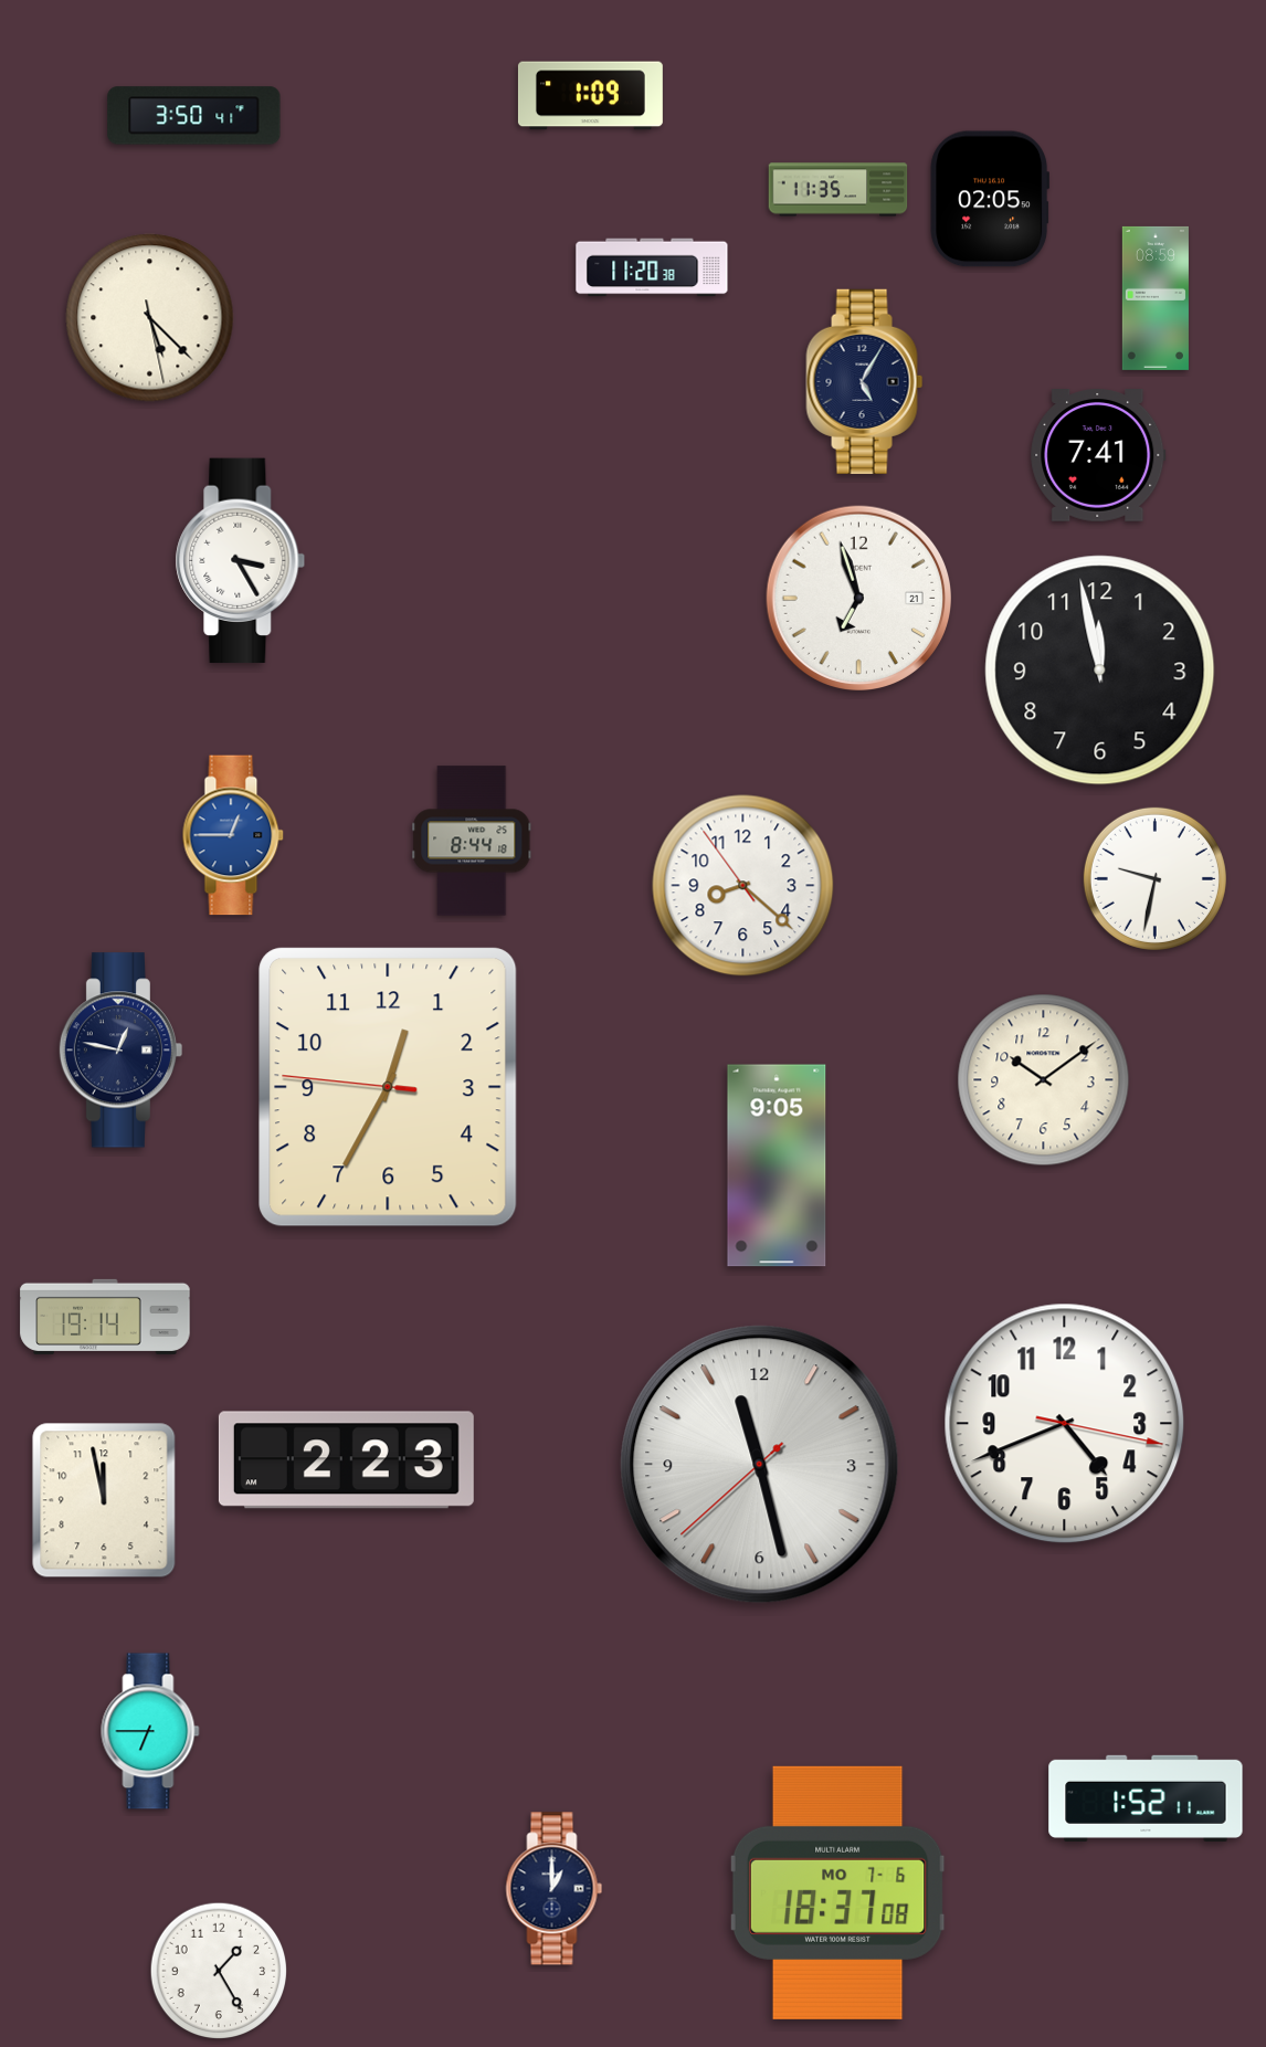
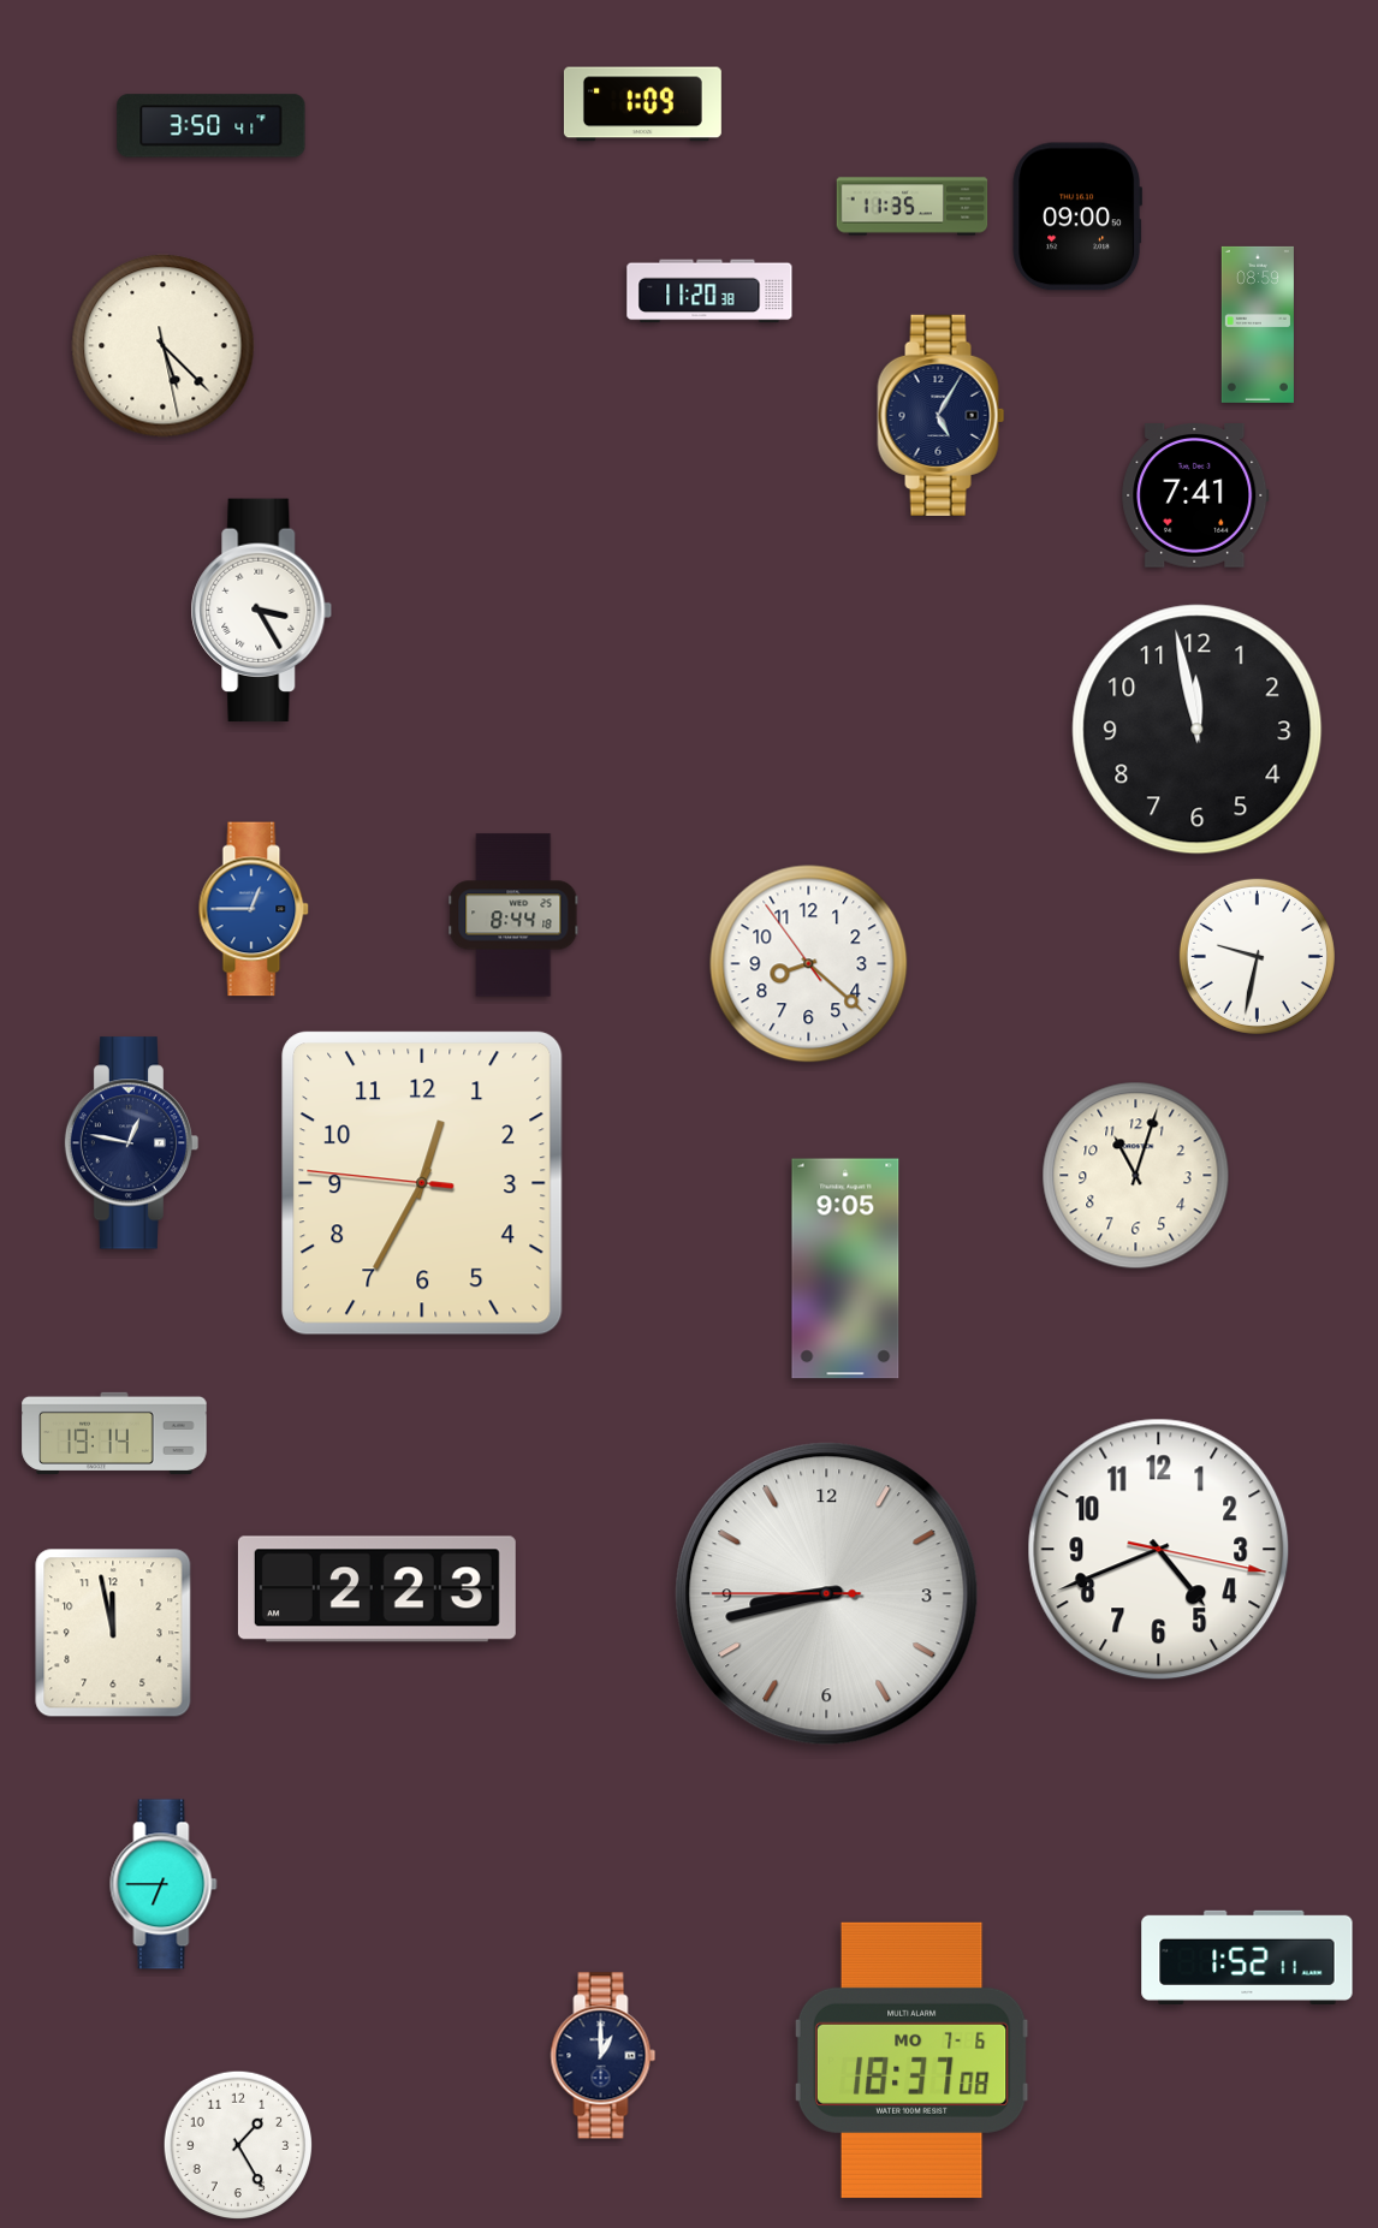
clock at (989, 199): 02:05 -> 09:00
clock at (858, 598): 6:57 -> none
clock at (1044, 1080): 10:09 -> 11:03
clock at (760, 1465): 11:27 -> 8:42
